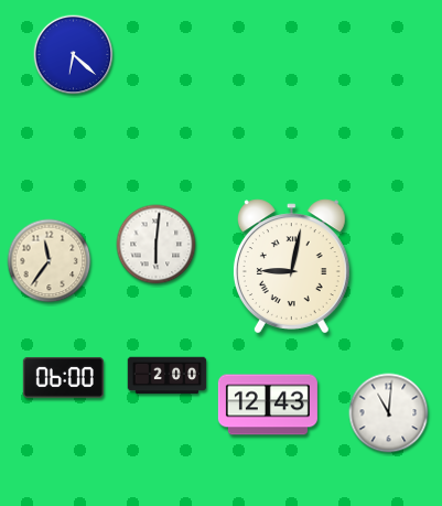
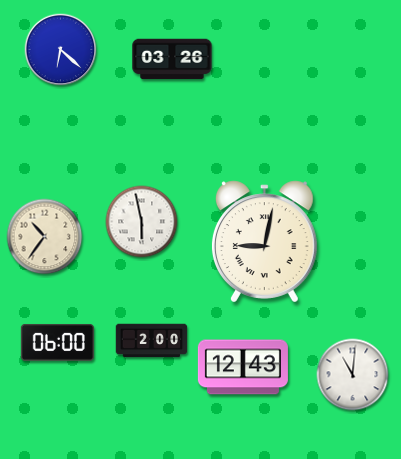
clock at (74, 55) position: (74, 55) -> (61, 50)
clock at (172, 59): none -> 03:26
clock at (157, 245): 6:01 -> 5:58
clock at (50, 261): 11:36 -> 10:36
